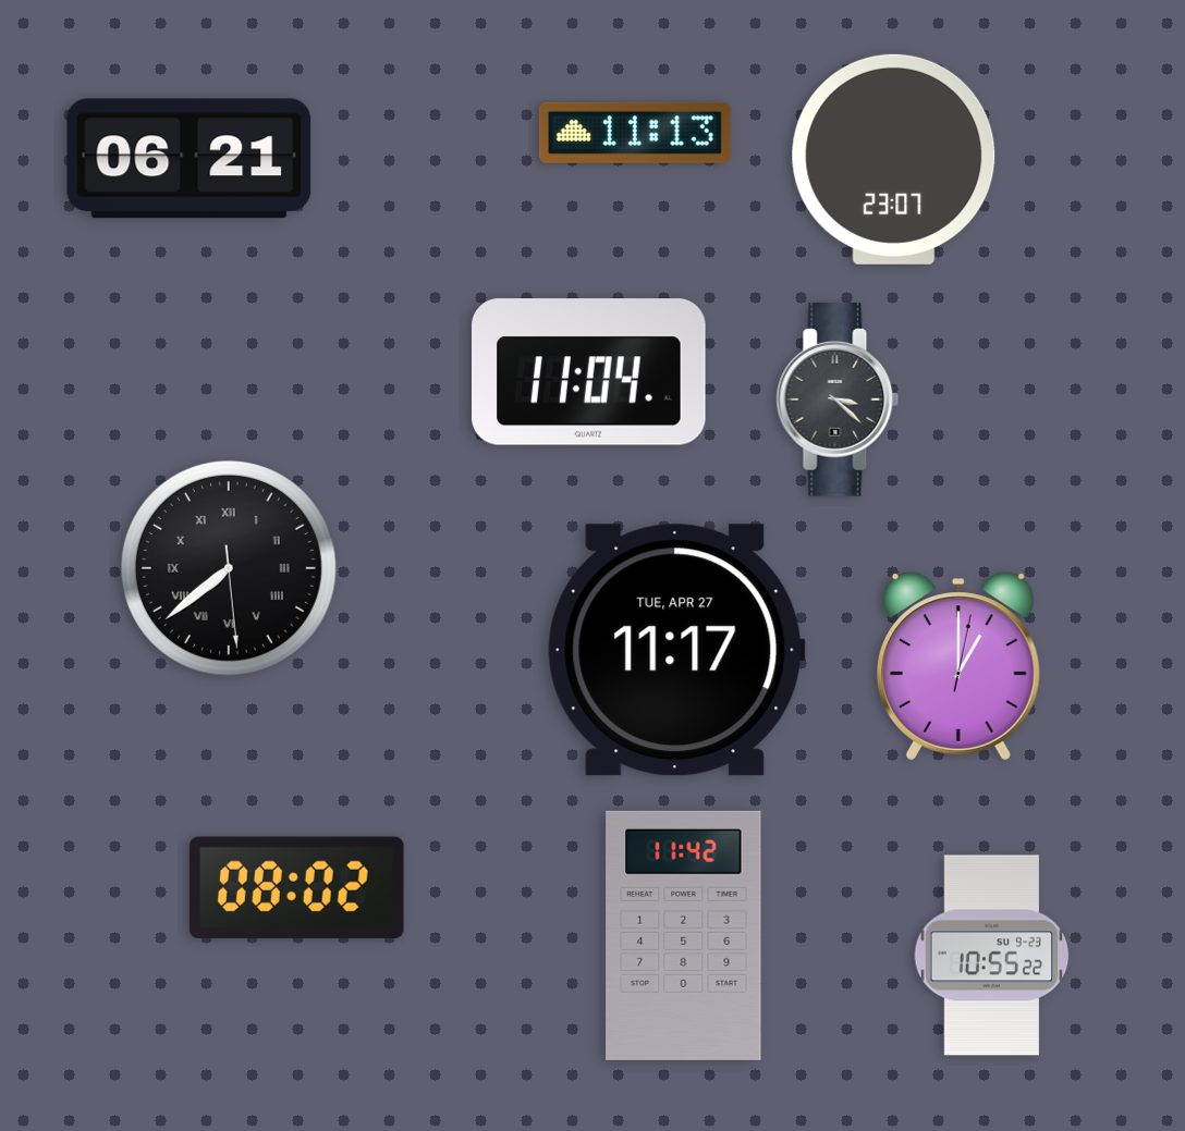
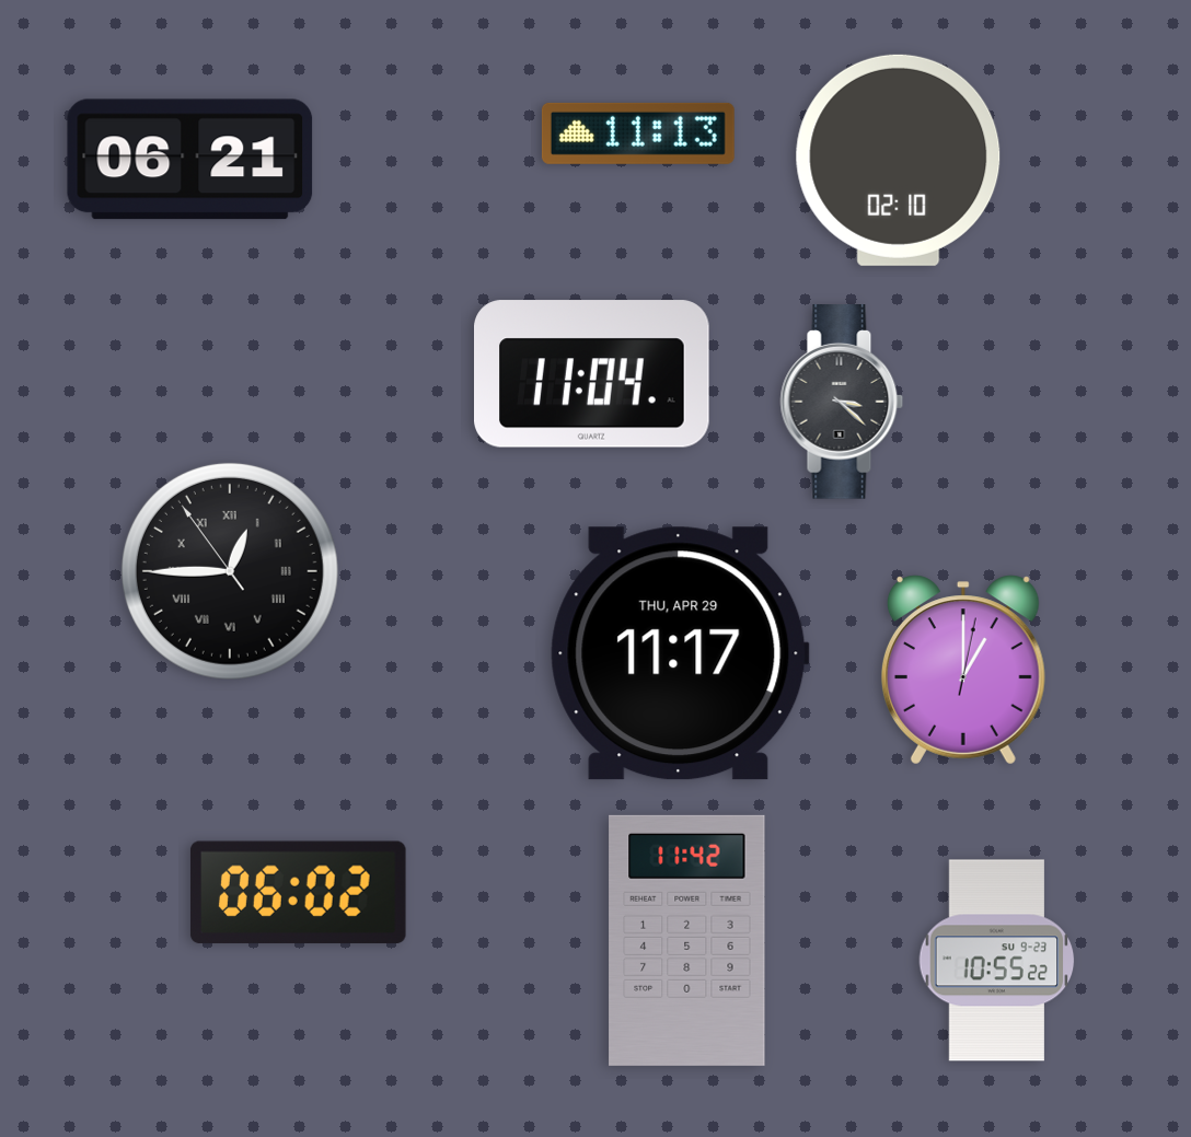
clock at (894, 159): 23:07 -> 02:10
clock at (229, 568): 7:38 -> 12:44
clock at (676, 650) date: TUE, APR 27 -> THU, APR 29
clock at (296, 887): 08:02 -> 06:02
